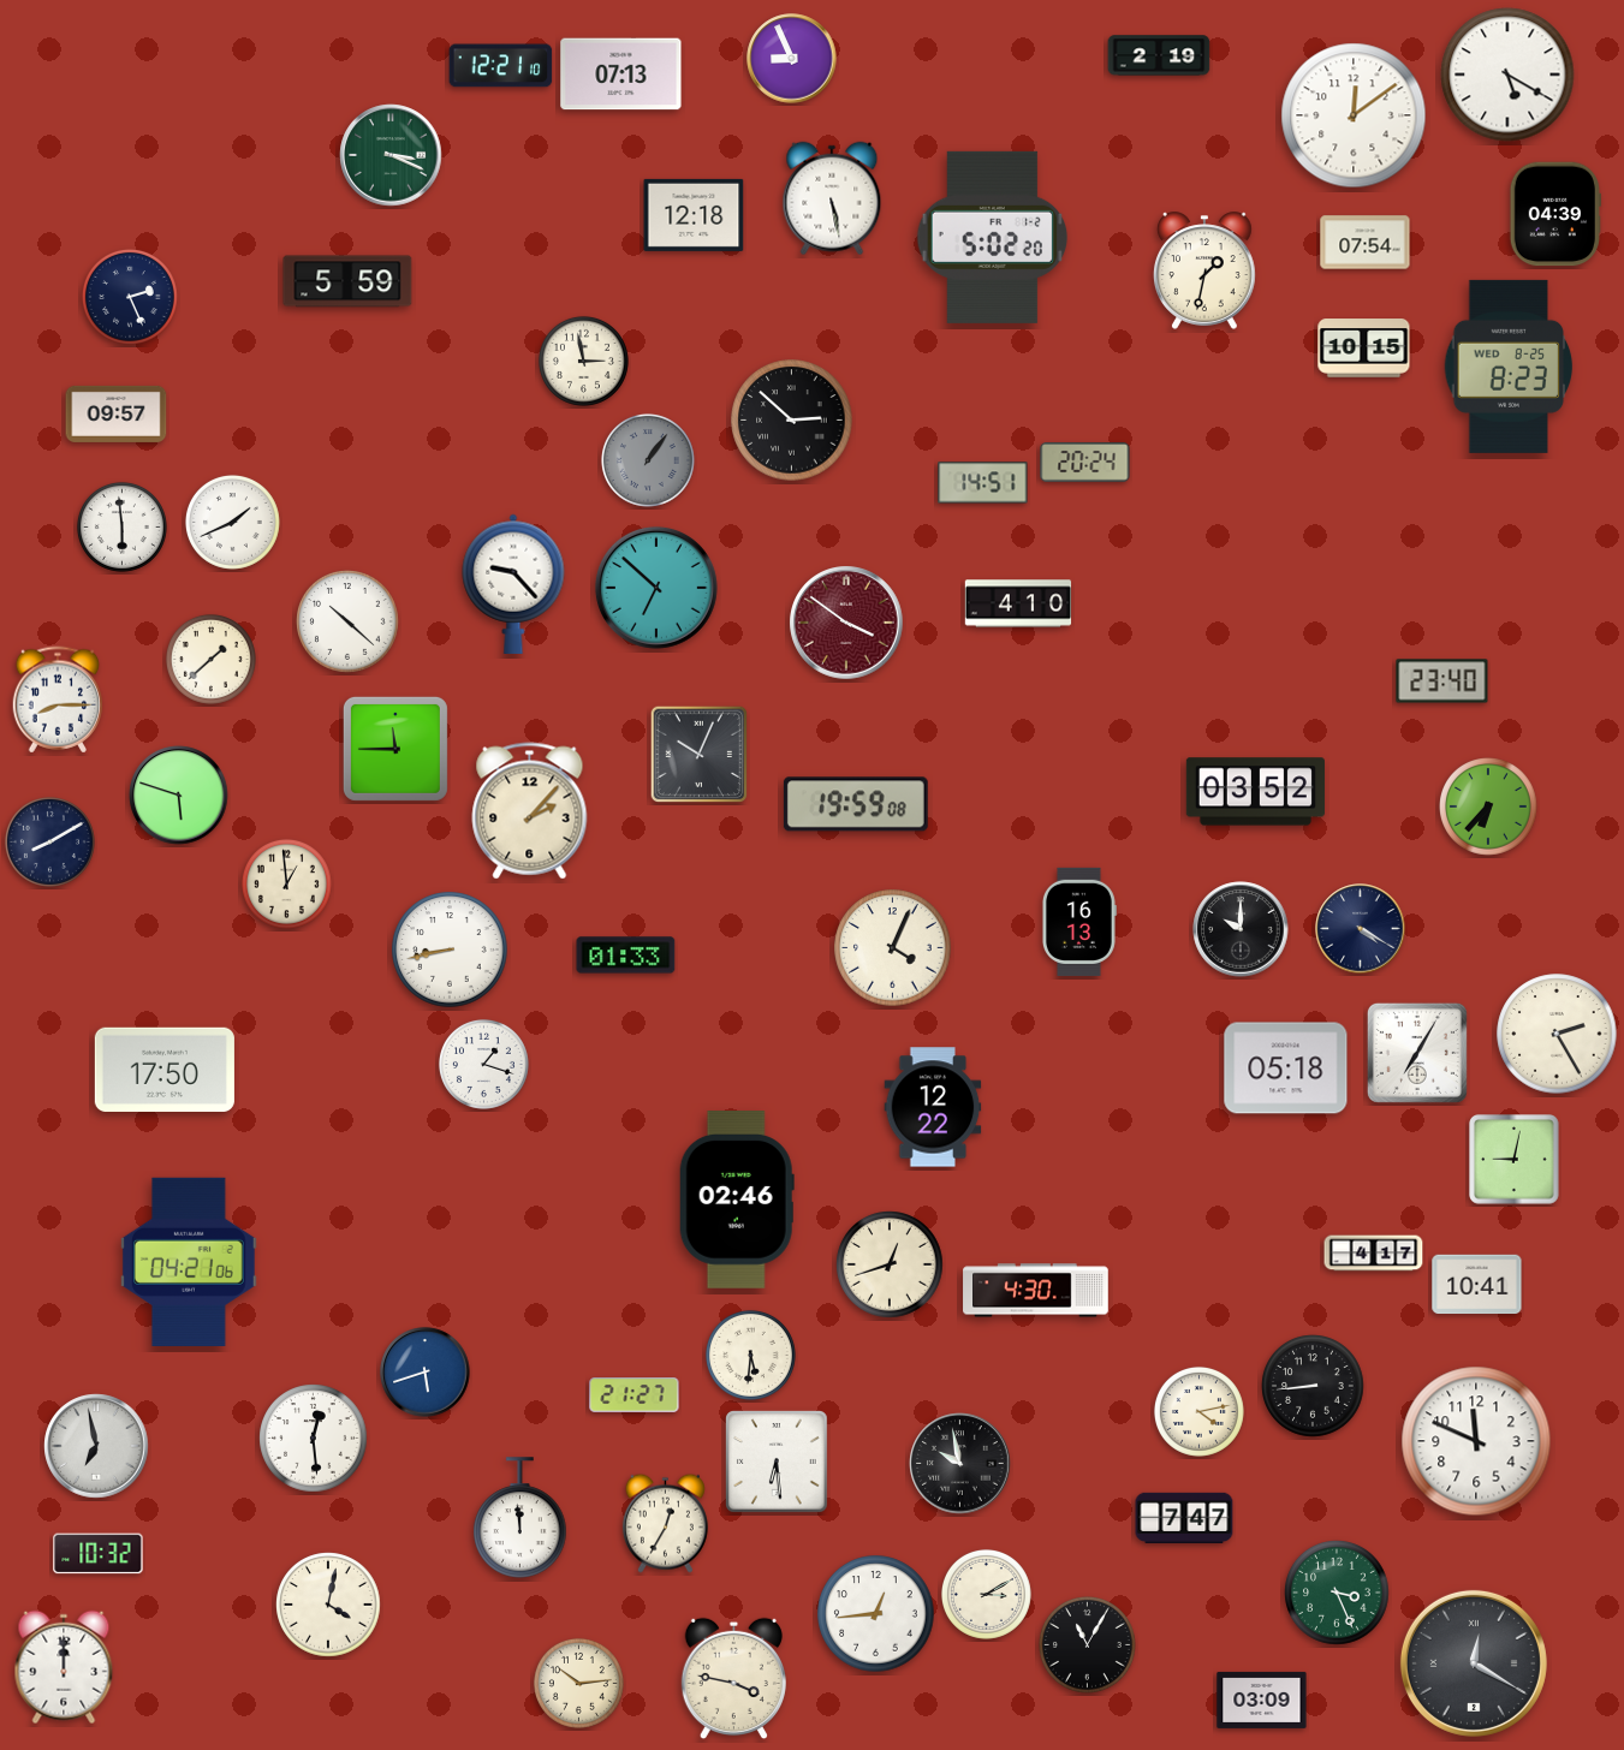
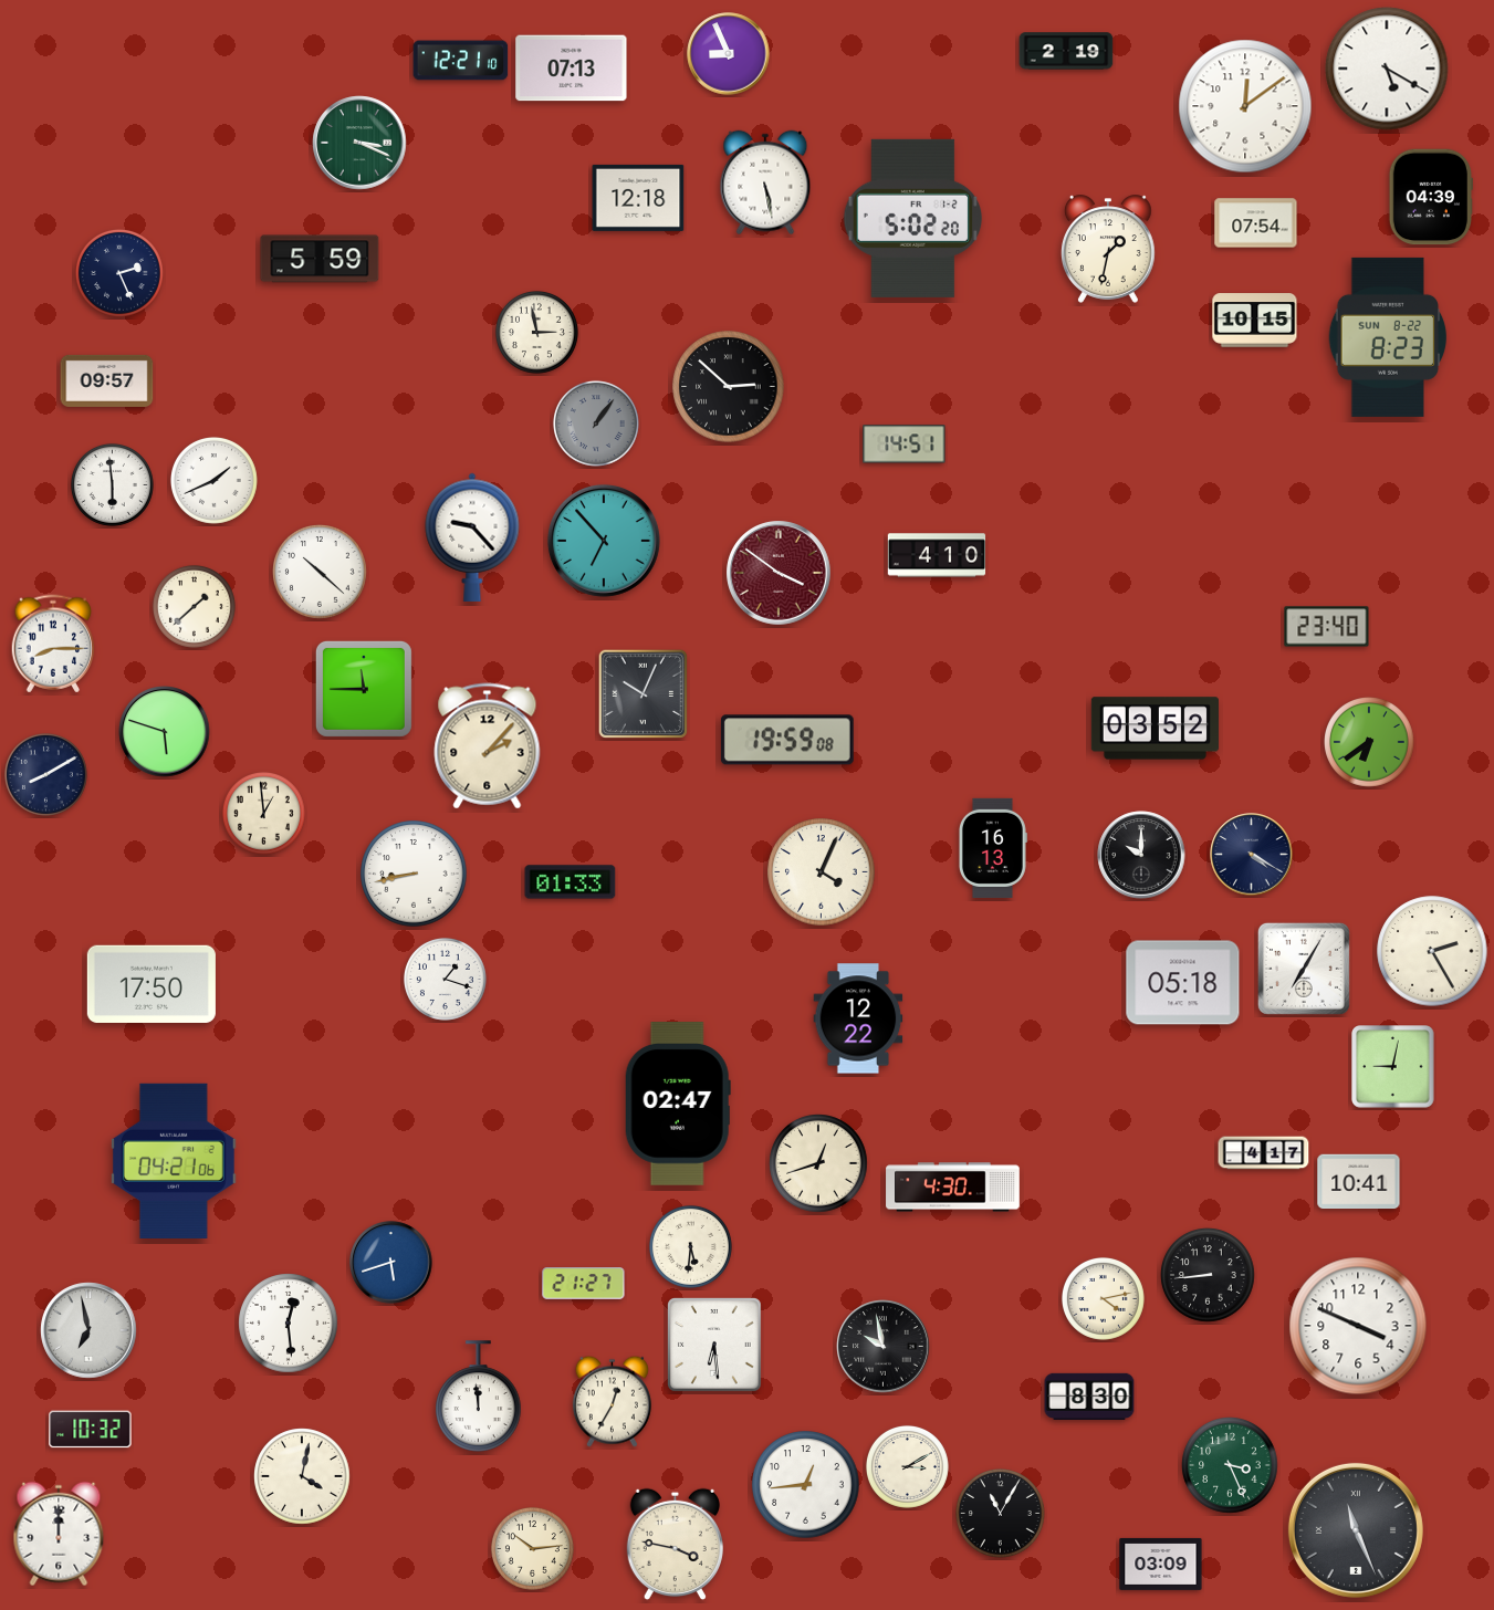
clock at (1509, 367) date: WED 8-25 -> SUN 8-22
clock at (1085, 463): 20:24 -> none
clock at (656, 588): 6:52 -> 6:53
clock at (1489, 808): 6:37 -> 6:39
clock at (626, 956) position: (626, 956) -> (571, 882)
clock at (737, 1200): 02:46 -> 02:47
clock at (1476, 1441): 11:49 -> 3:49
clock at (1184, 1517): 7:47 -> 8:30
clock at (1474, 1663): 12:20 -> 11:26
